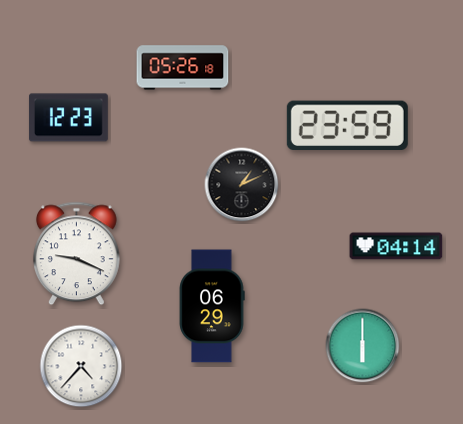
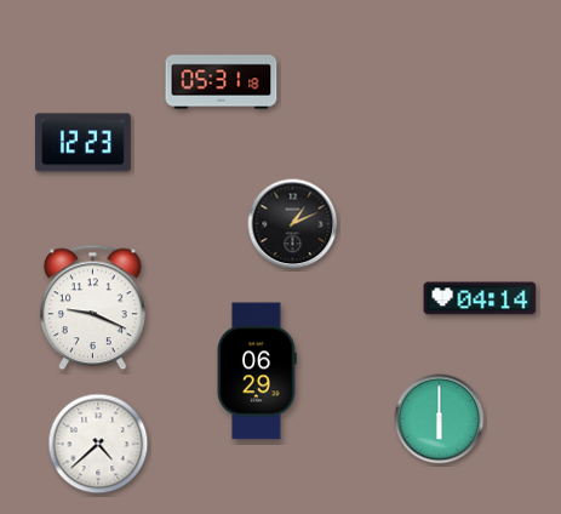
clock at (183, 68): 05:26 -> 05:31
clock at (347, 126): 23:59 -> none
clock at (81, 366): 4:37 -> 4:38
